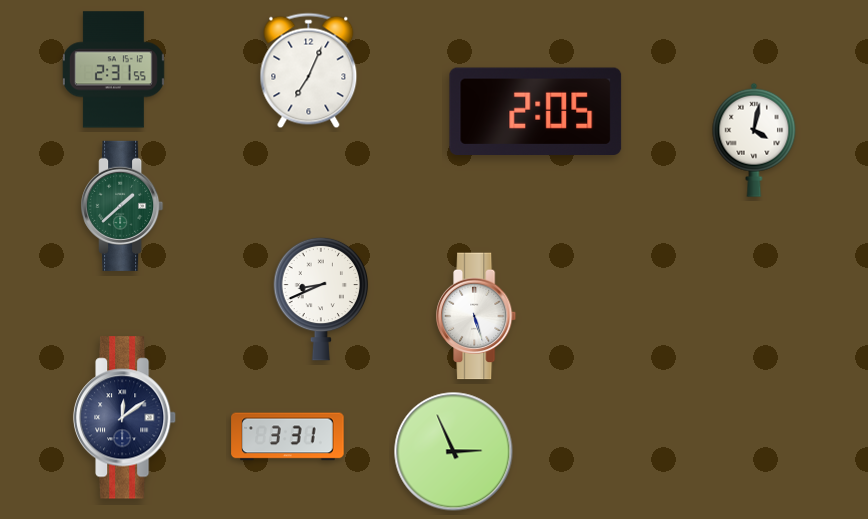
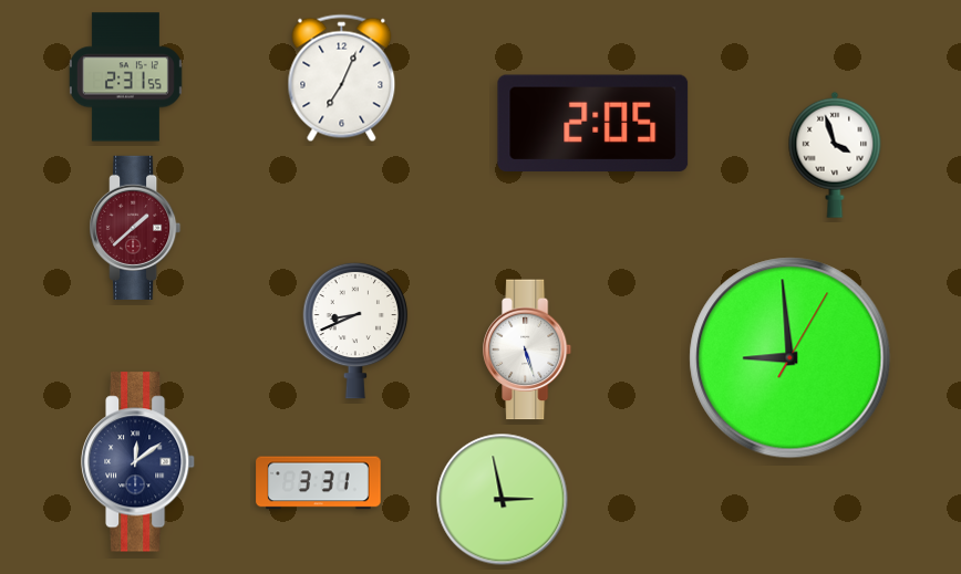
clock at (754, 140): 4:02 -> 3:57
clock at (122, 206) dial: green -> burgundy
clock at (790, 358): none -> 8:59
clock at (454, 452): 2:56 -> 2:58
